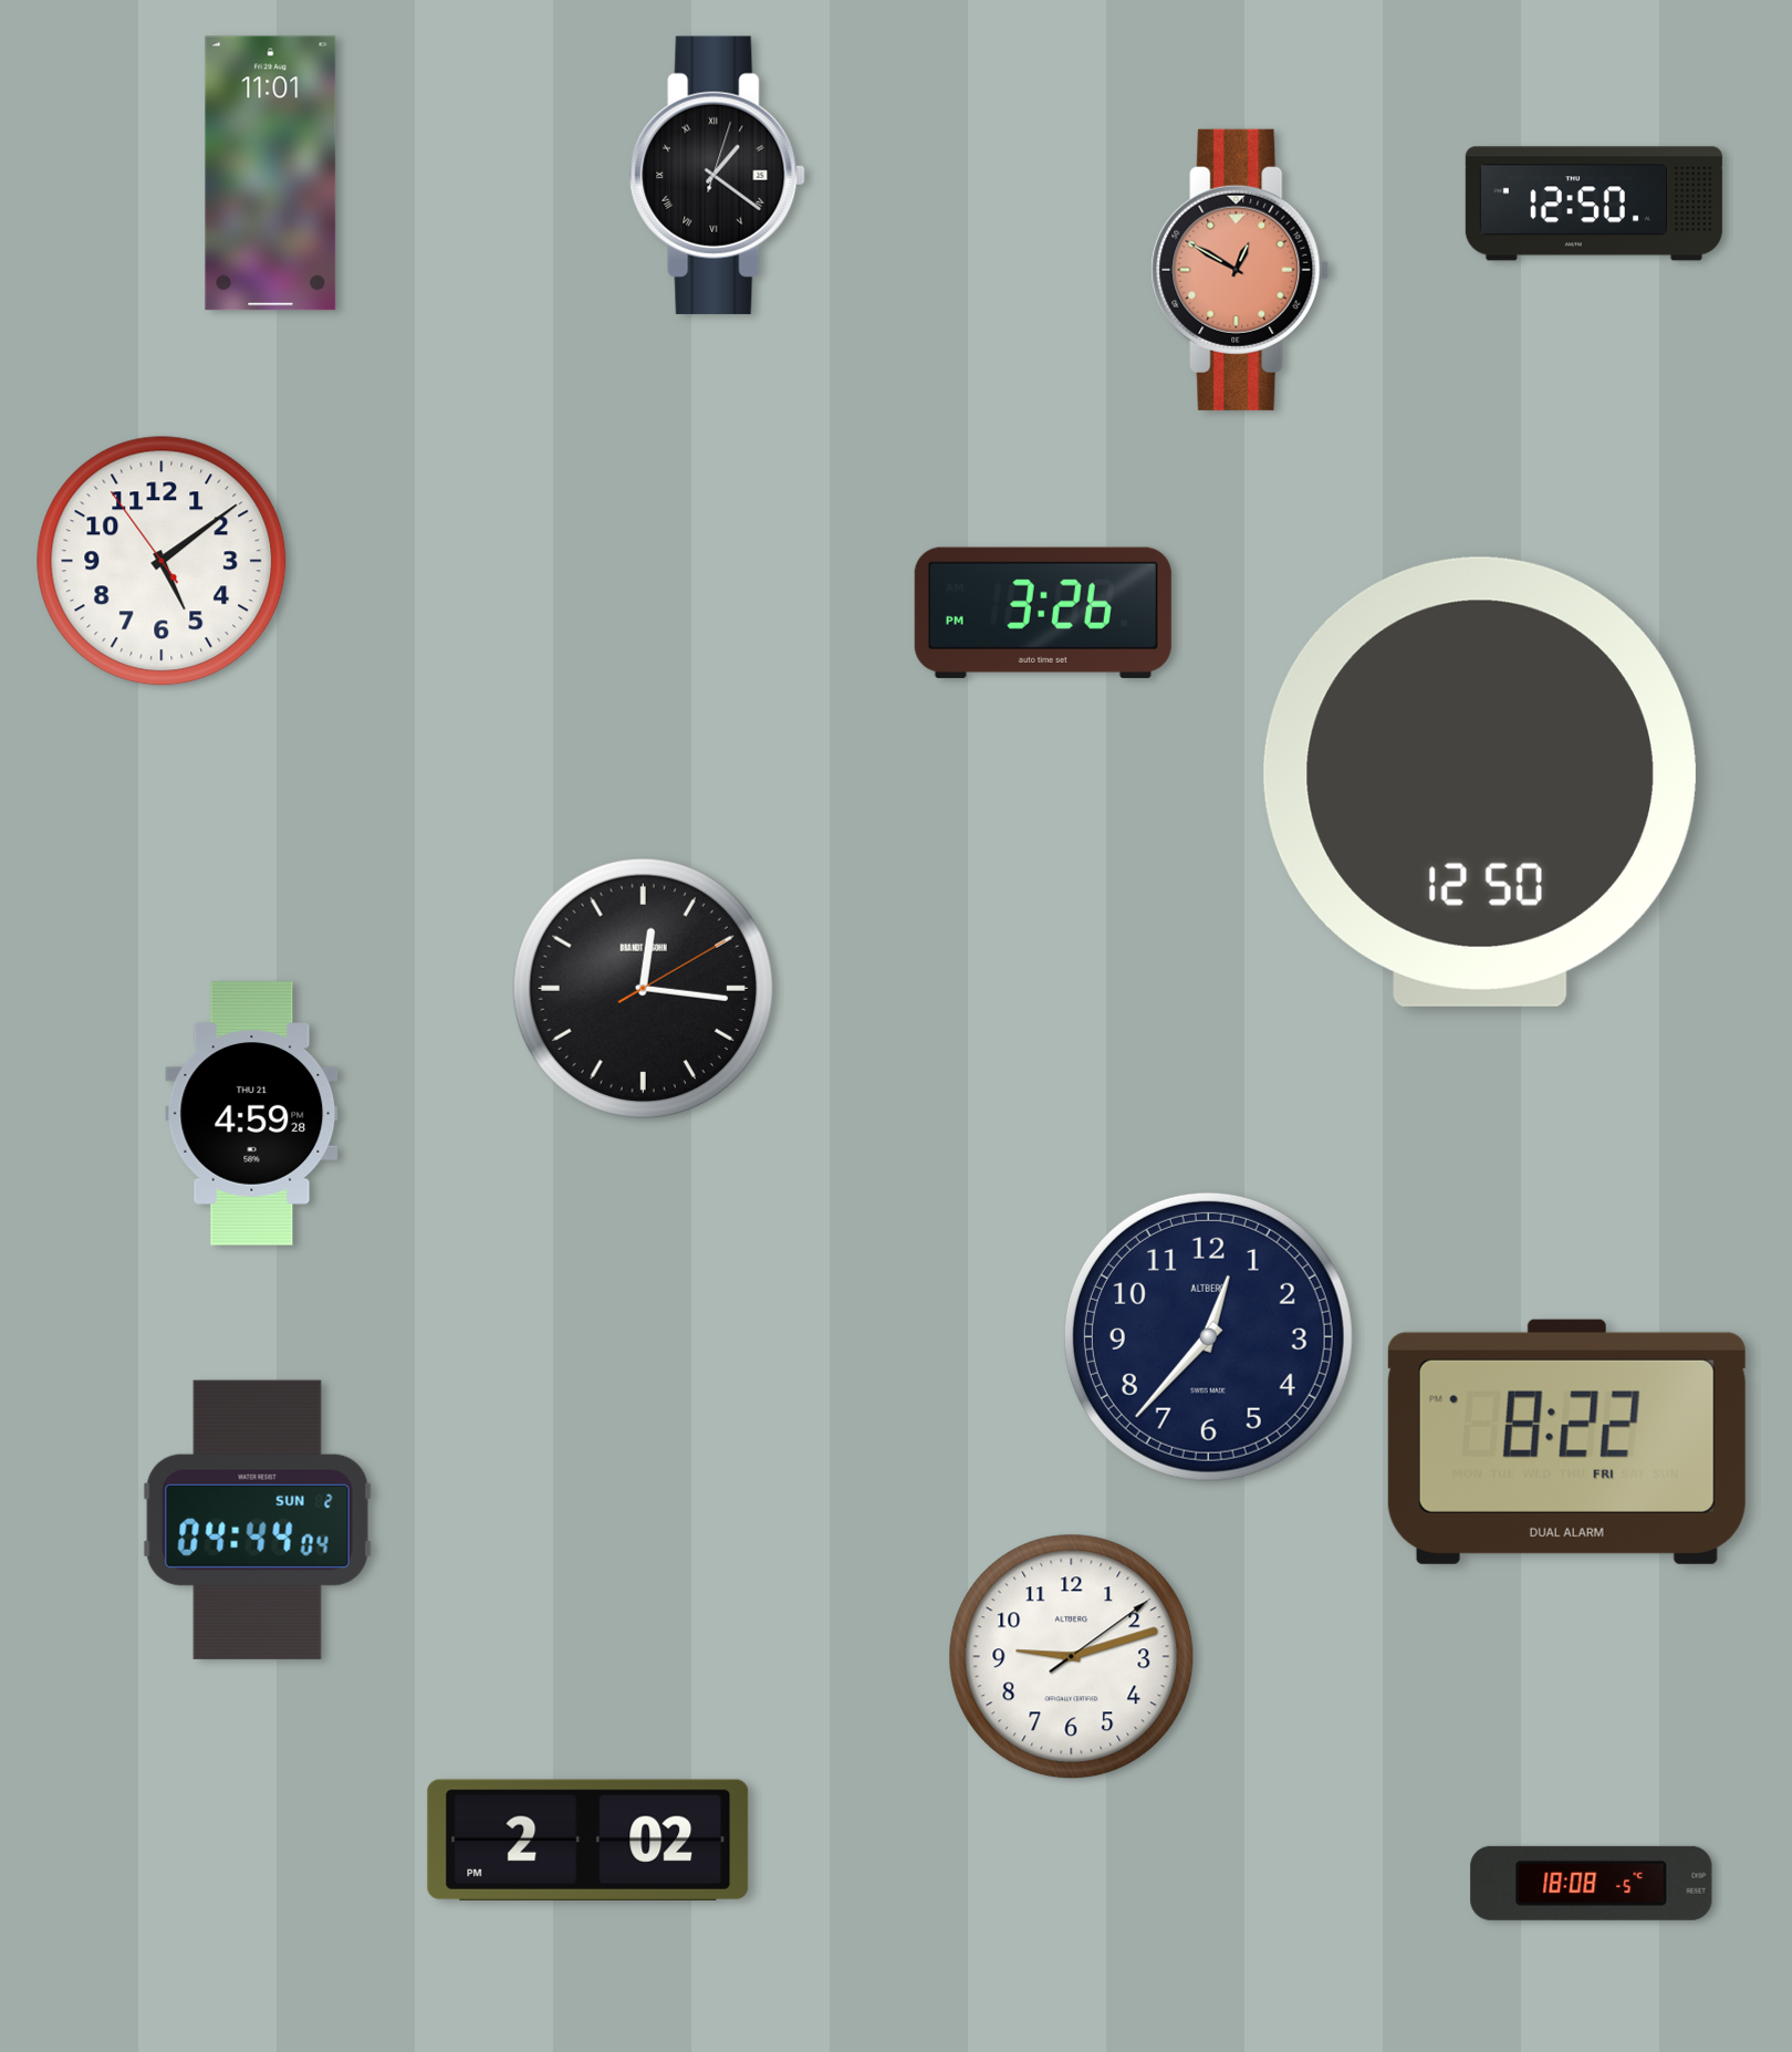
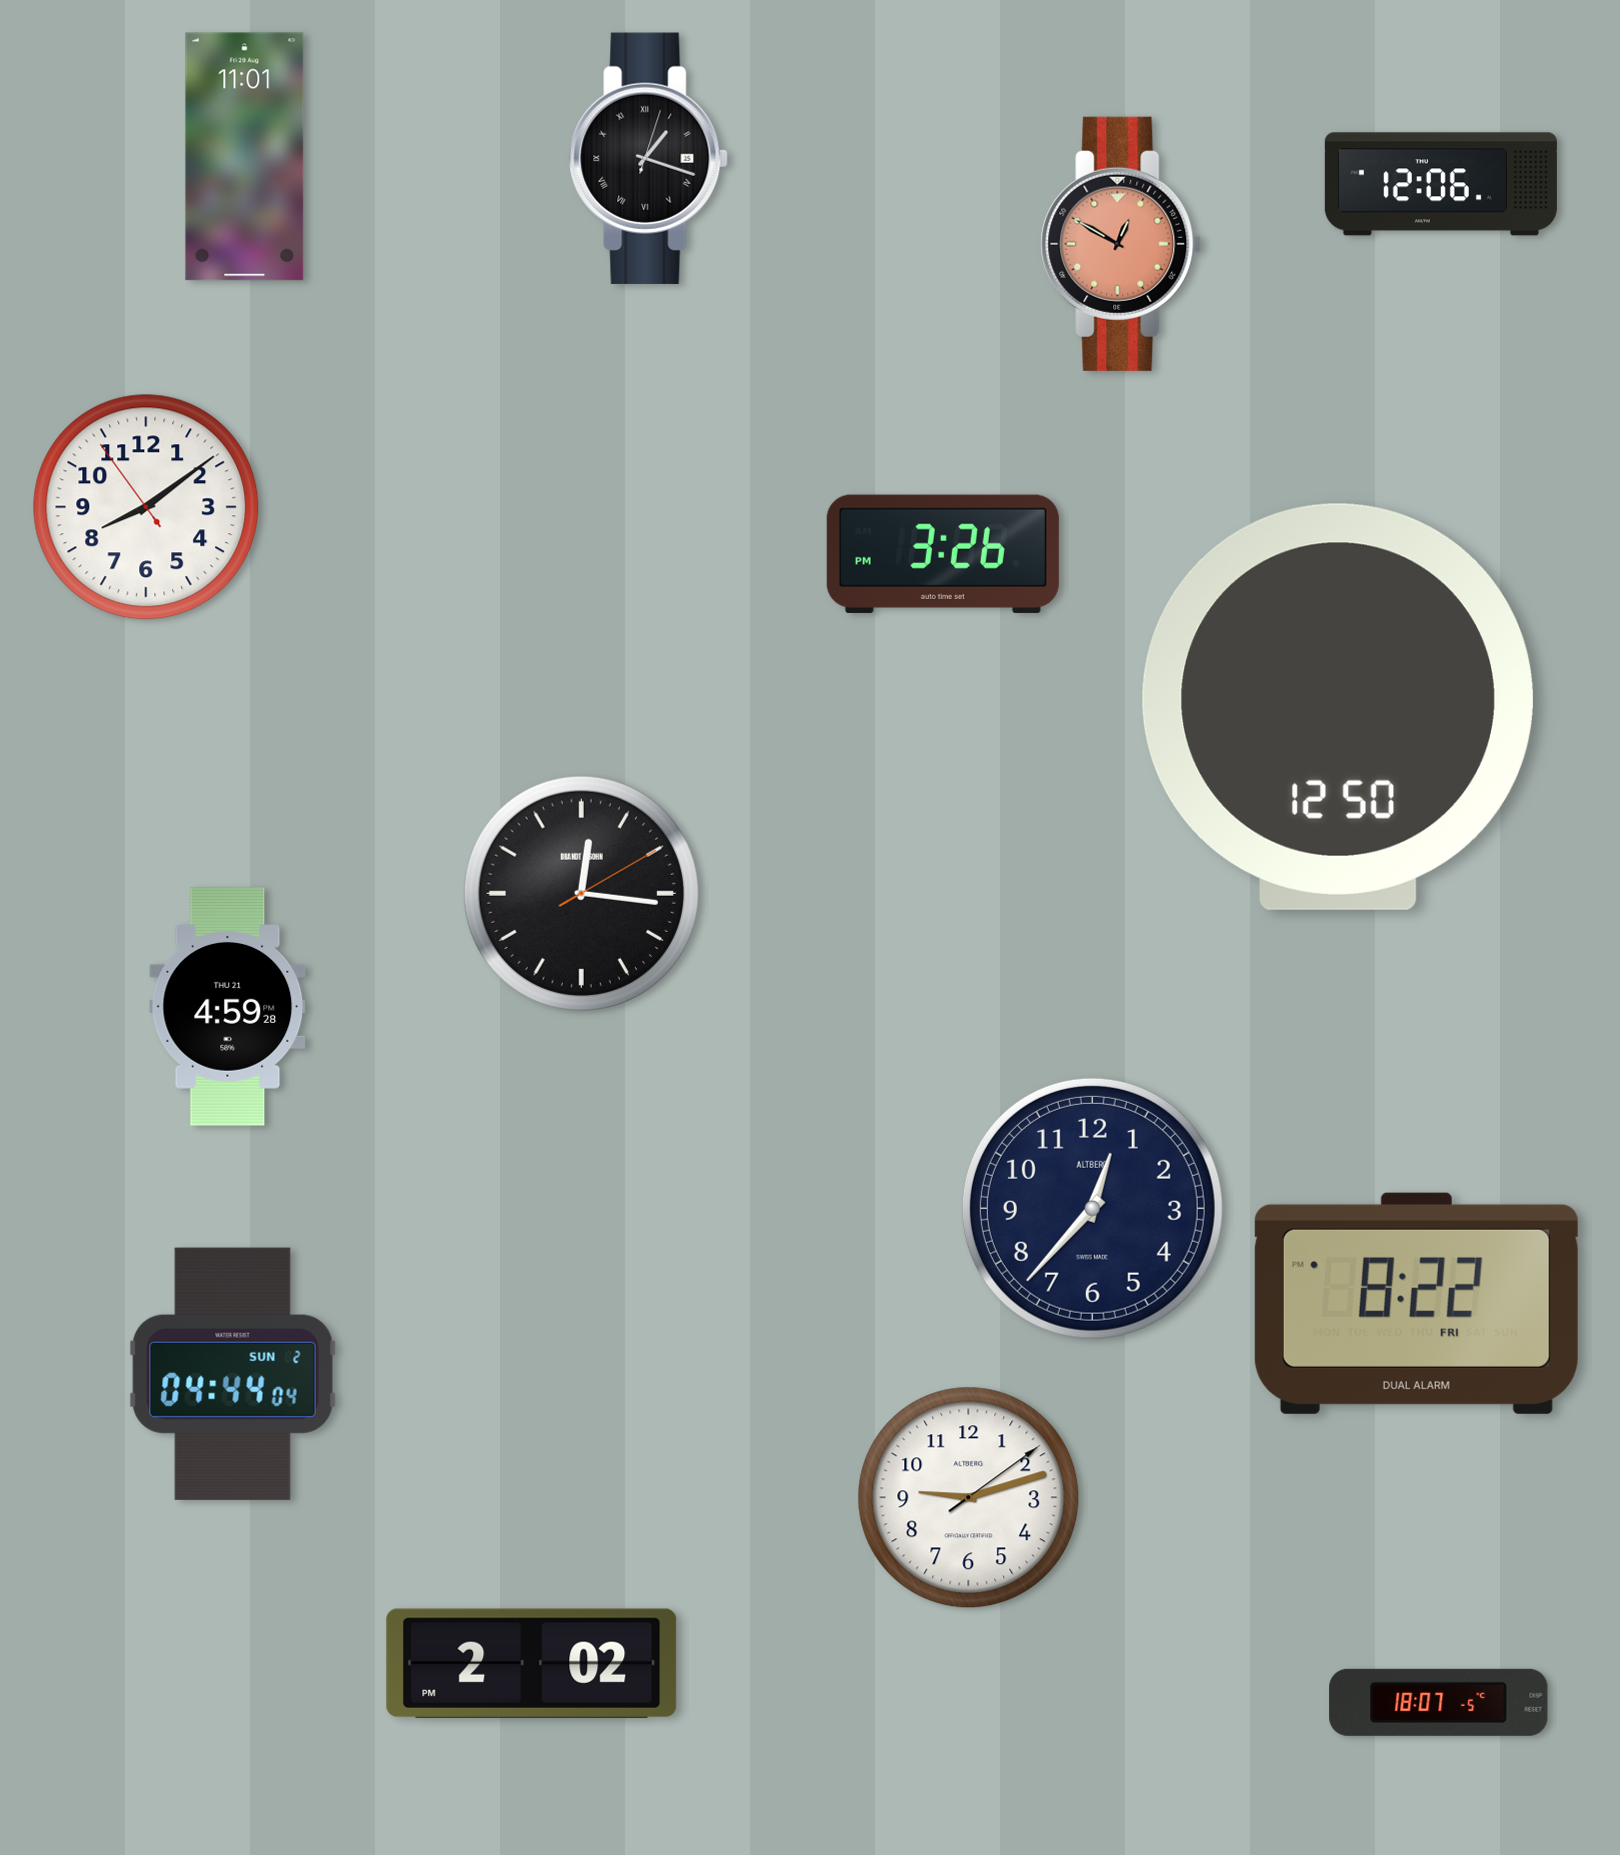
clock at (718, 175): 1:21 -> 1:18
clock at (1594, 204): 12:50 -> 12:06
clock at (162, 561): 5:08 -> 8:08
clock at (1592, 1883): 18:08 -> 18:07
